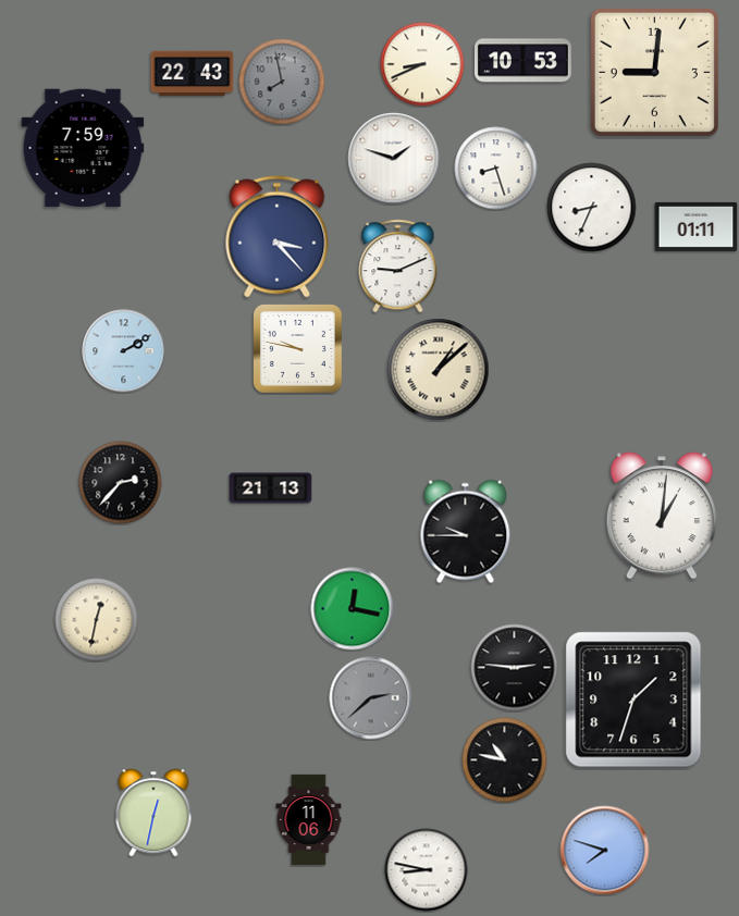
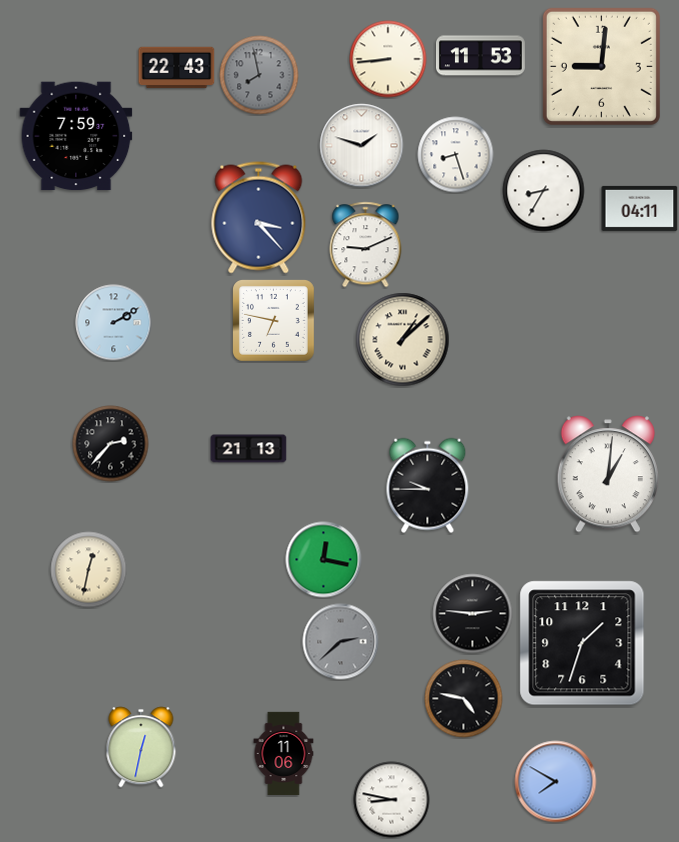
clock at (524, 61): 10:53 -> 11:53
clock at (422, 64): 8:41 -> 8:44
clock at (592, 208): 8:34 -> 8:35
clock at (697, 226): 01:11 -> 04:11
clock at (278, 237) position: (278, 237) -> (259, 218)
clock at (298, 349): 9:47 -> 6:47
clock at (466, 532) position: (466, 532) -> (428, 486)
clock at (505, 760): 10:47 -> 4:47
clock at (605, 851): 7:48 -> 7:50
